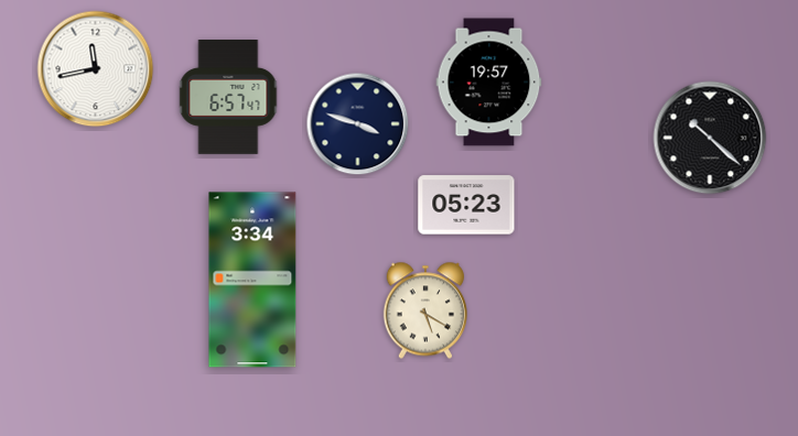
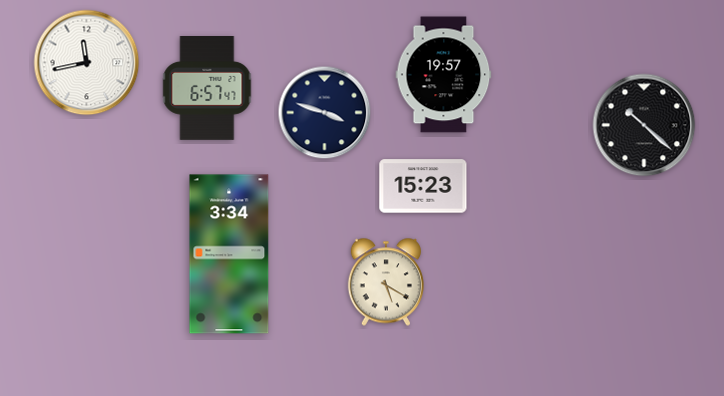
clock at (466, 205): 05:23 -> 15:23
